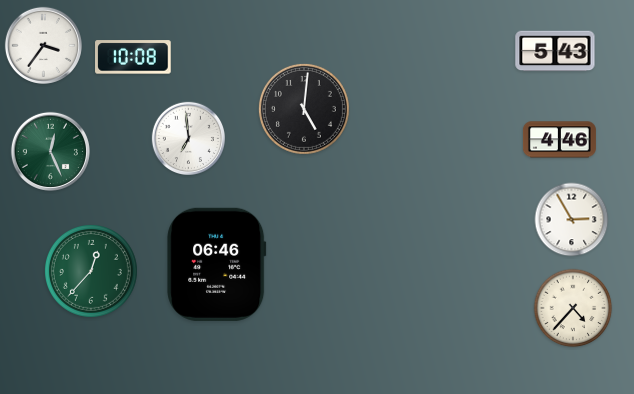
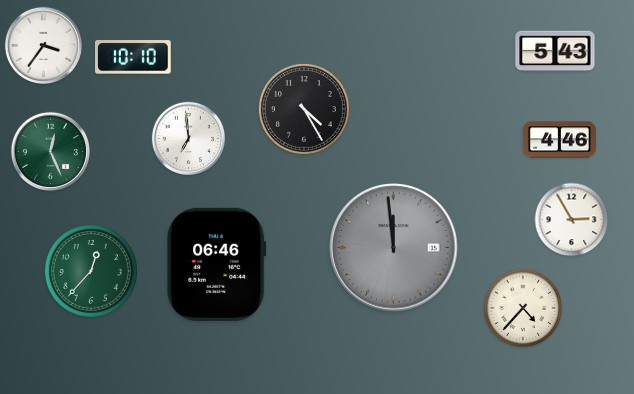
clock at (133, 57): 10:08 -> 10:10
clock at (304, 109): 5:01 -> 4:25
clock at (394, 248): none -> 11:59
clock at (573, 308) position: (573, 308) -> (523, 308)
